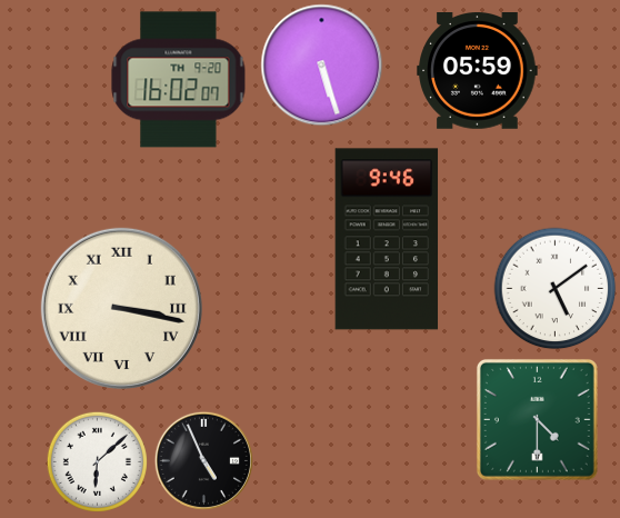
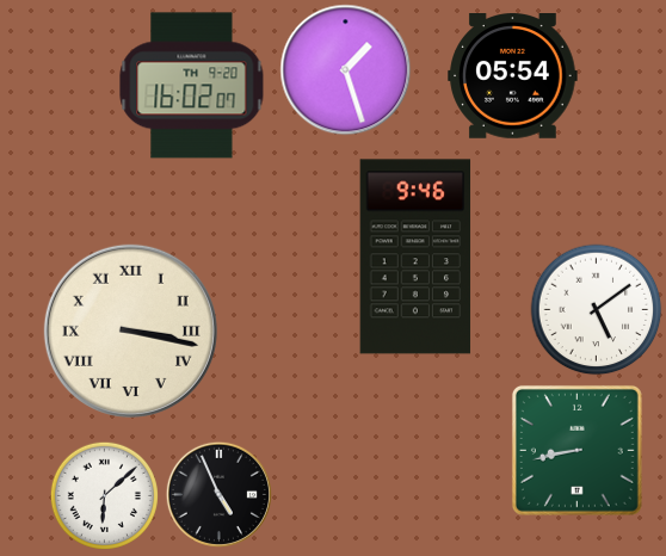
clock at (322, 66): 5:27 -> 1:27
clock at (478, 71): 05:59 -> 05:54
clock at (537, 419): 4:30 -> 8:43
